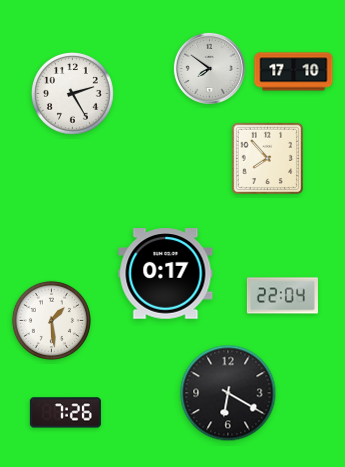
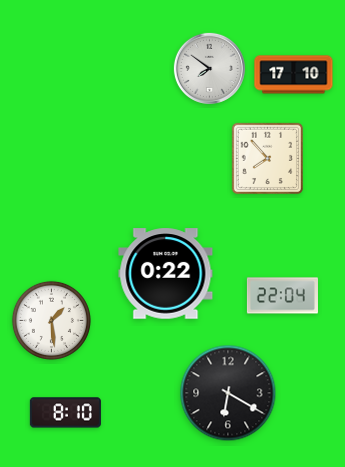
clock at (294, 72) position: (294, 72) -> (294, 75)
clock at (73, 94): 2:25 -> none
clock at (166, 274): 0:17 -> 0:22
clock at (65, 413): 7:26 -> 8:10
